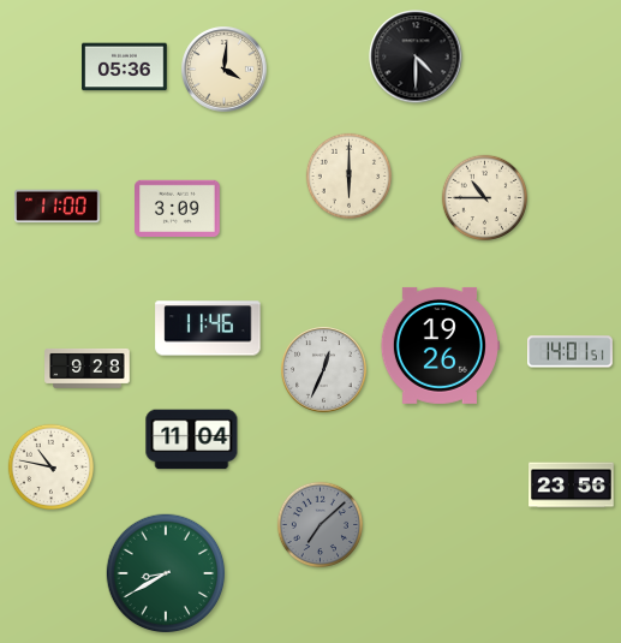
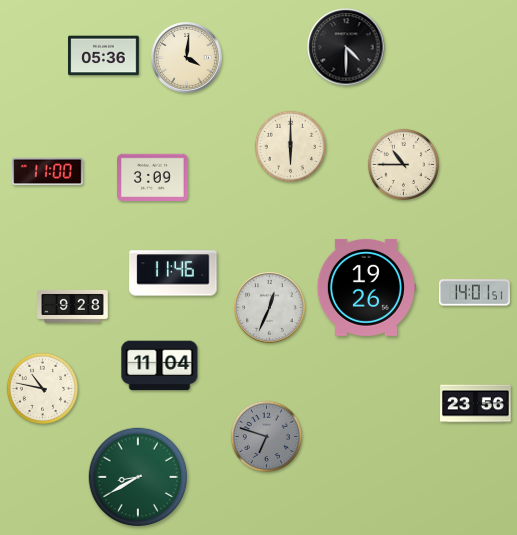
clock at (178, 208) position: (178, 208) -> (153, 177)
clock at (320, 524): 7:08 -> 6:48
